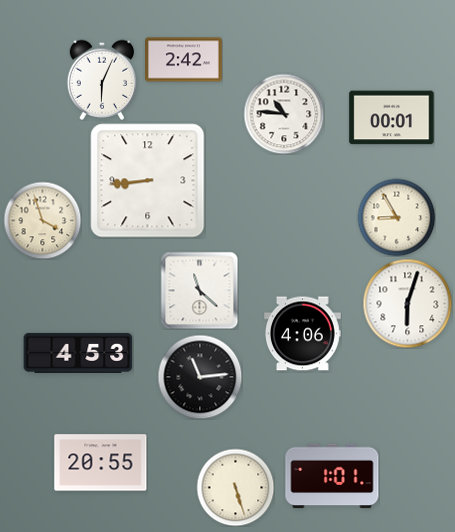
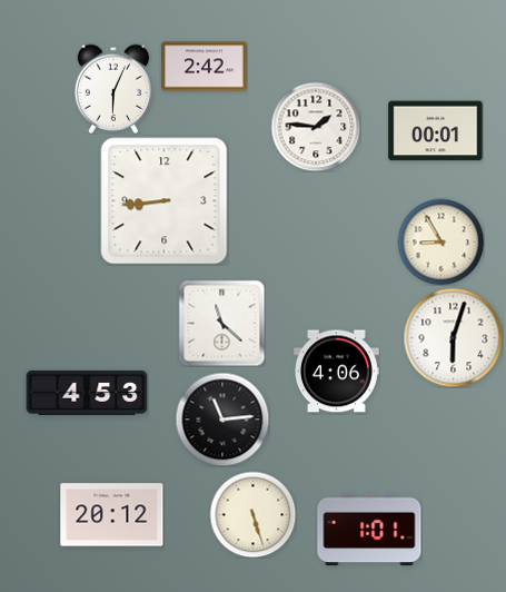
clock at (284, 114): 10:46 -> 1:46
clock at (42, 220): 3:57 -> none
clock at (101, 463): 20:55 -> 20:12
clock at (235, 487) position: (235, 487) -> (252, 514)
